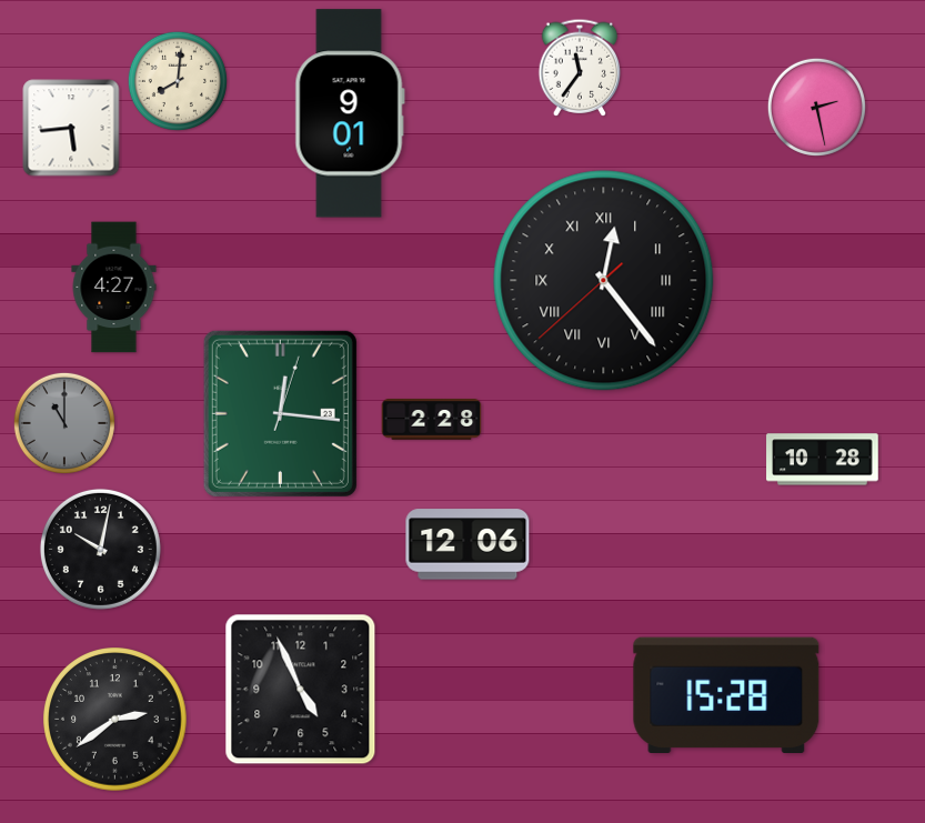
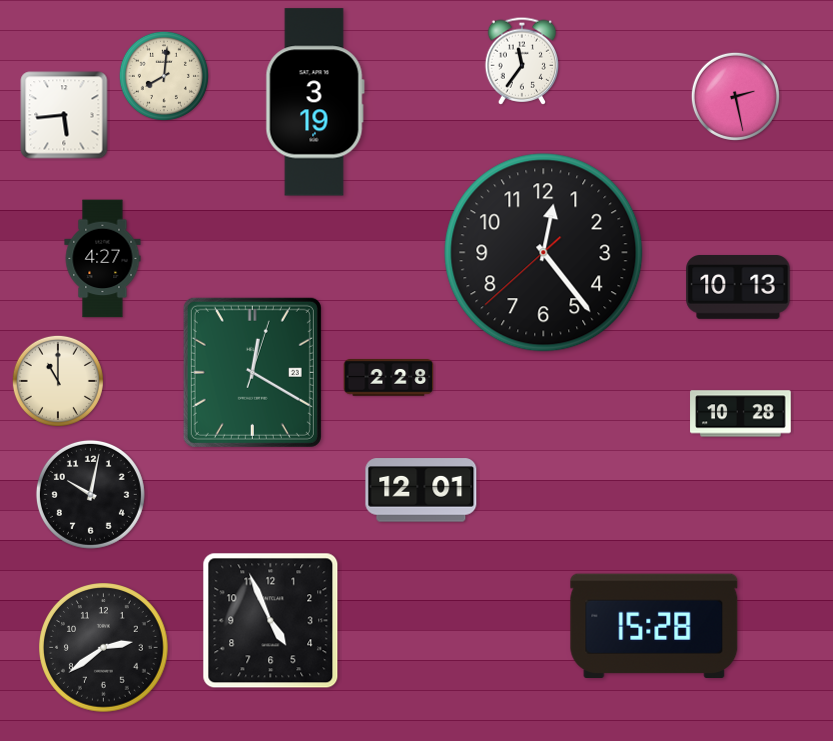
clock at (178, 81) position: (178, 81) -> (164, 76)
clock at (350, 113): 9:01 -> 3:19
clock at (604, 281) numerals: Roman -> Arabic
clock at (738, 288): none -> 10:13
clock at (280, 413): 12:16 -> 12:20
clock at (64, 423) dial: grey -> cream
clock at (467, 544): 12:06 -> 12:01
